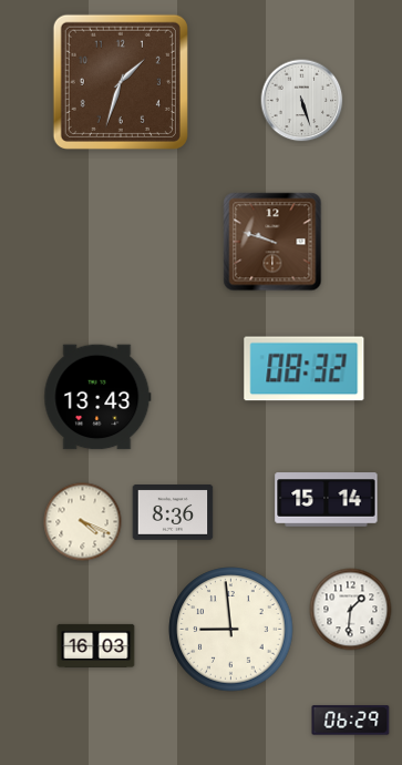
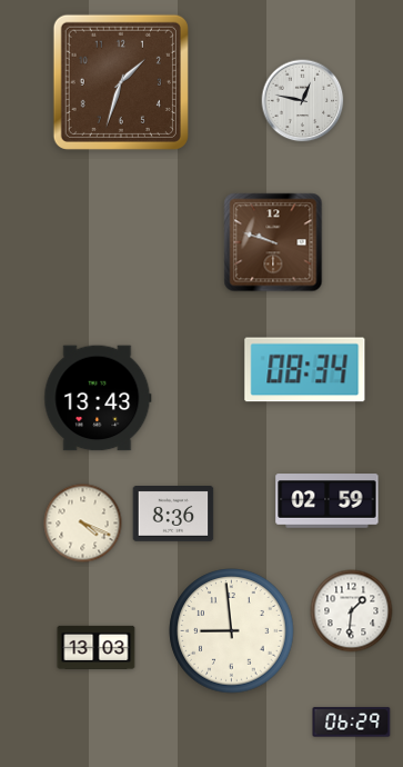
clock at (302, 101): 5:27 -> 12:47
clock at (305, 369): 08:32 -> 08:34
clock at (327, 500): 15:14 -> 02:59
clock at (96, 645): 16:03 -> 13:03
